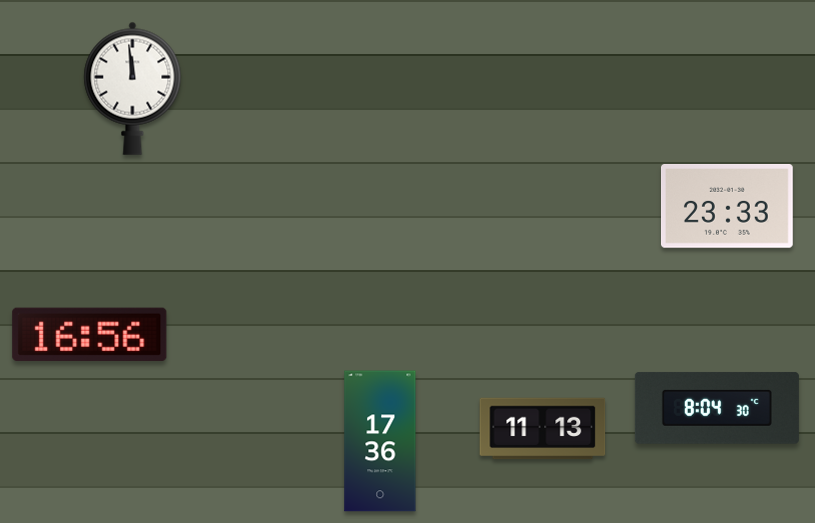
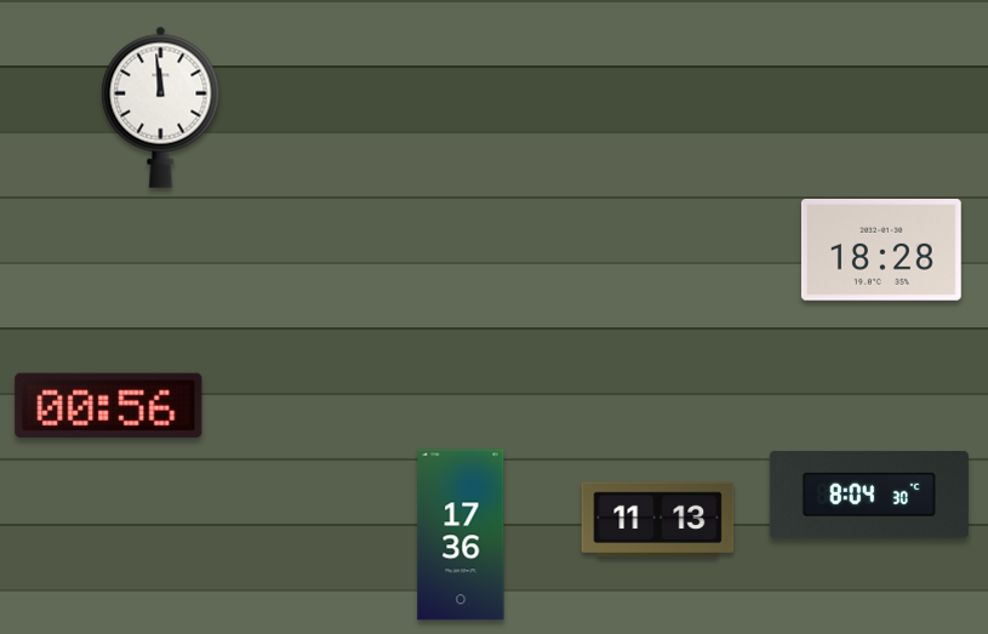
clock at (727, 206): 23:33 -> 18:28
clock at (90, 334): 16:56 -> 00:56
